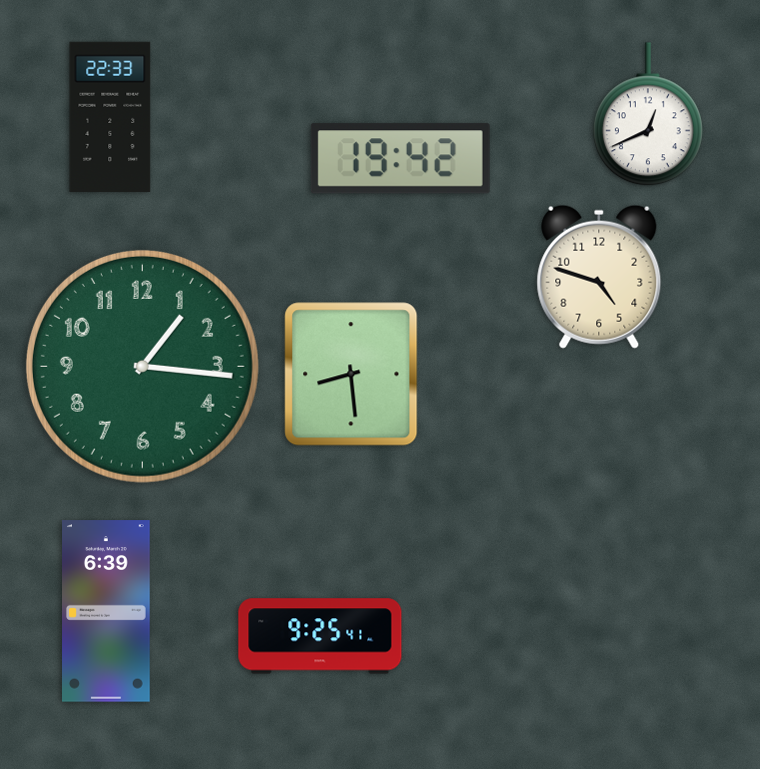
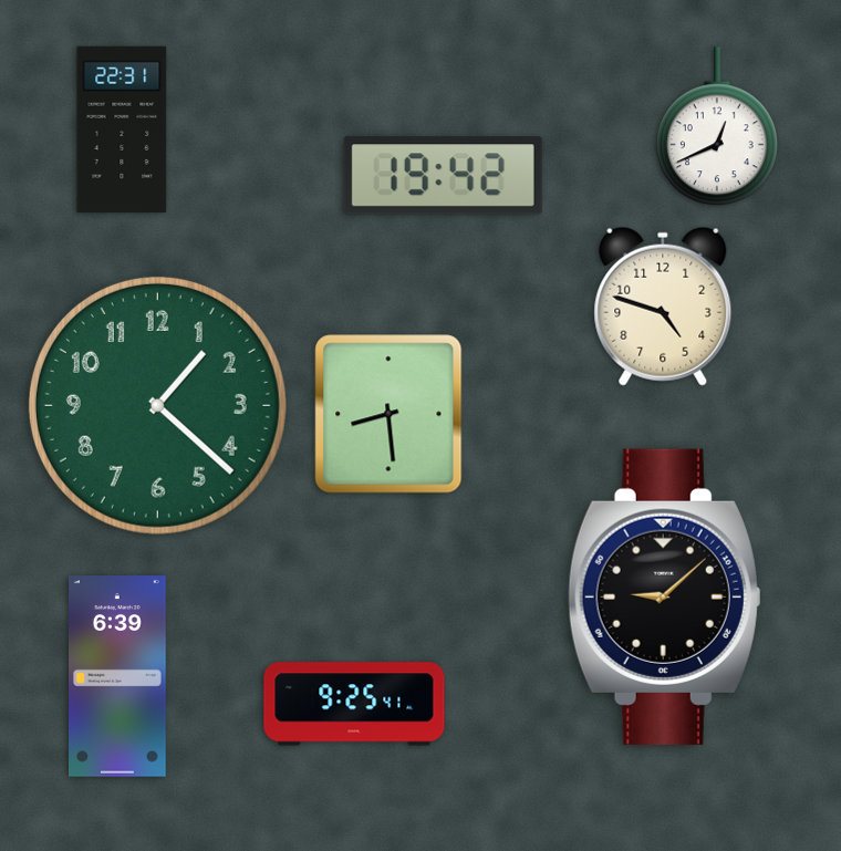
clock at (110, 117): 22:33 -> 22:31
clock at (142, 366): 1:16 -> 1:22
clock at (664, 596): none -> 9:08
